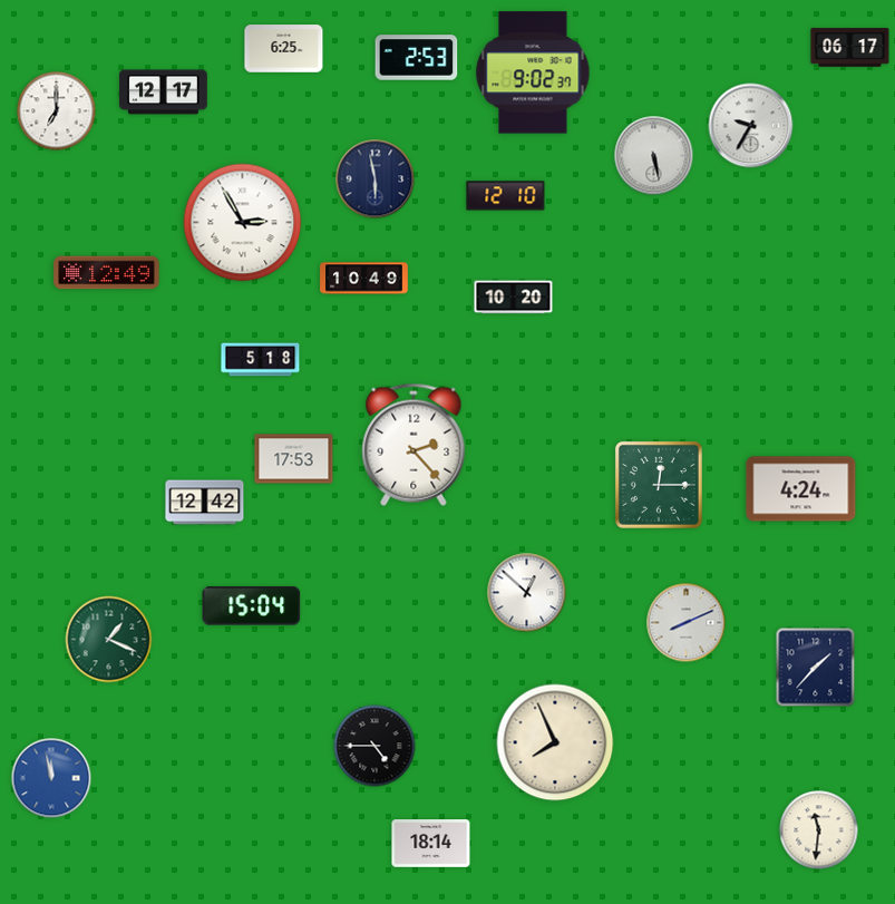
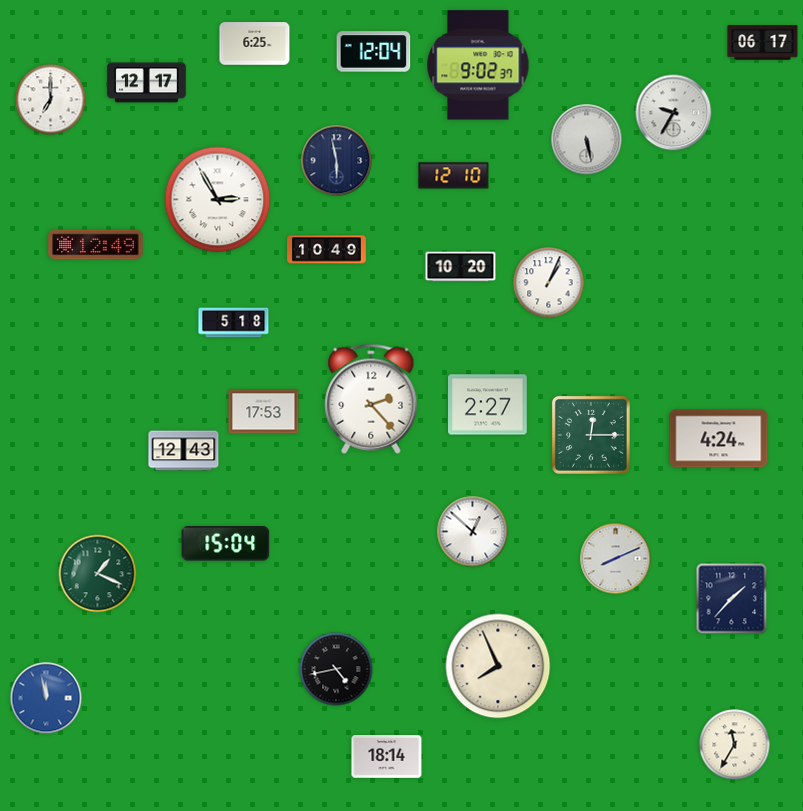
clock at (417, 58): 2:53 -> 12:04
clock at (549, 283): none -> 1:04
clock at (488, 405): none -> 2:27
clock at (205, 503): 12:42 -> 12:43
clock at (374, 746): 4:45 -> 4:43
clock at (819, 830): 11:31 -> 11:35
